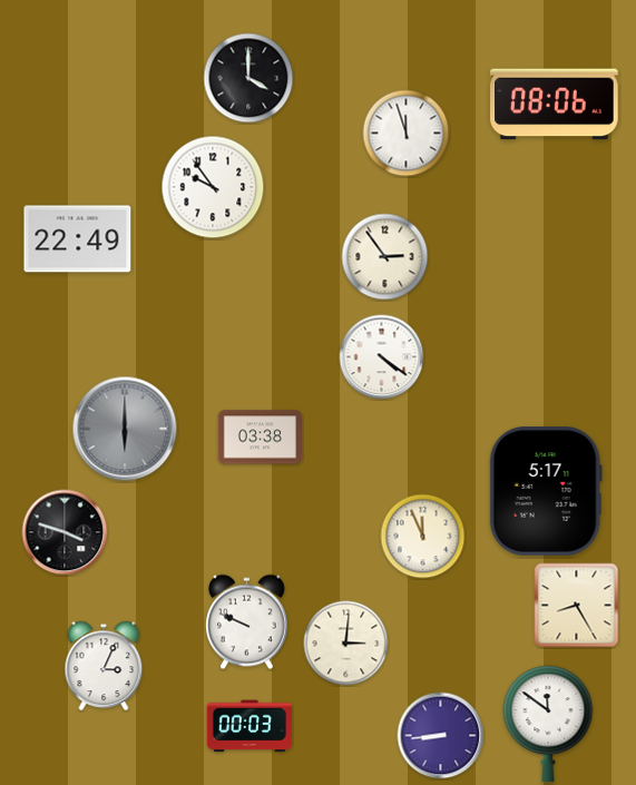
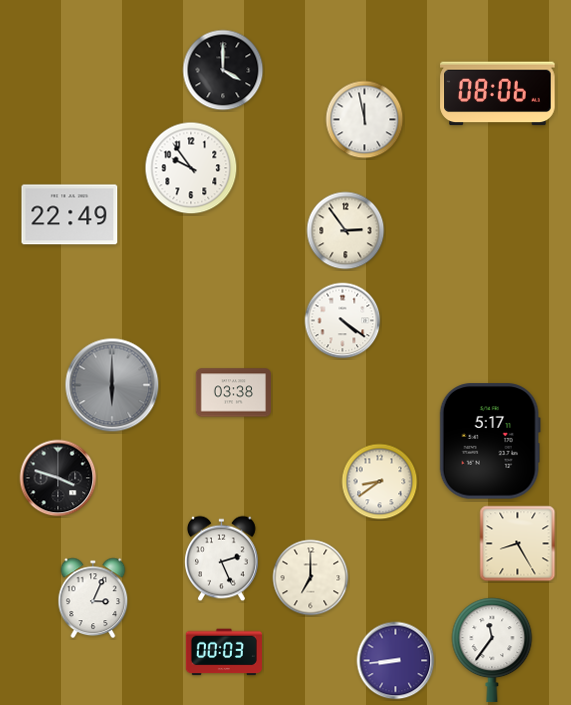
clock at (407, 134): 11:57 -> 11:58
clock at (423, 537): 11:56 -> 8:39
clock at (247, 622): 9:49 -> 2:26
clock at (346, 644): 3:01 -> 7:00
clock at (548, 724): 11:51 -> 11:36
